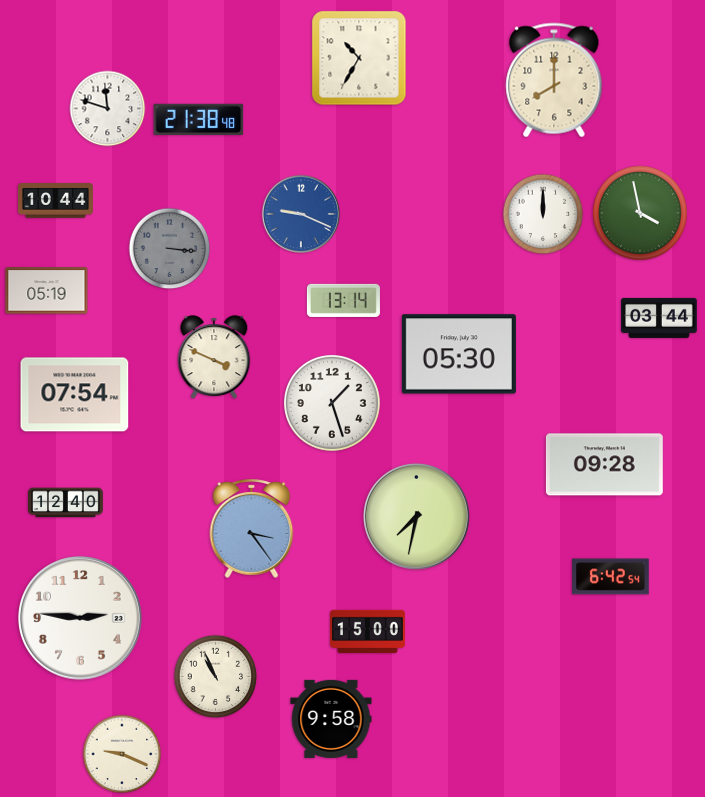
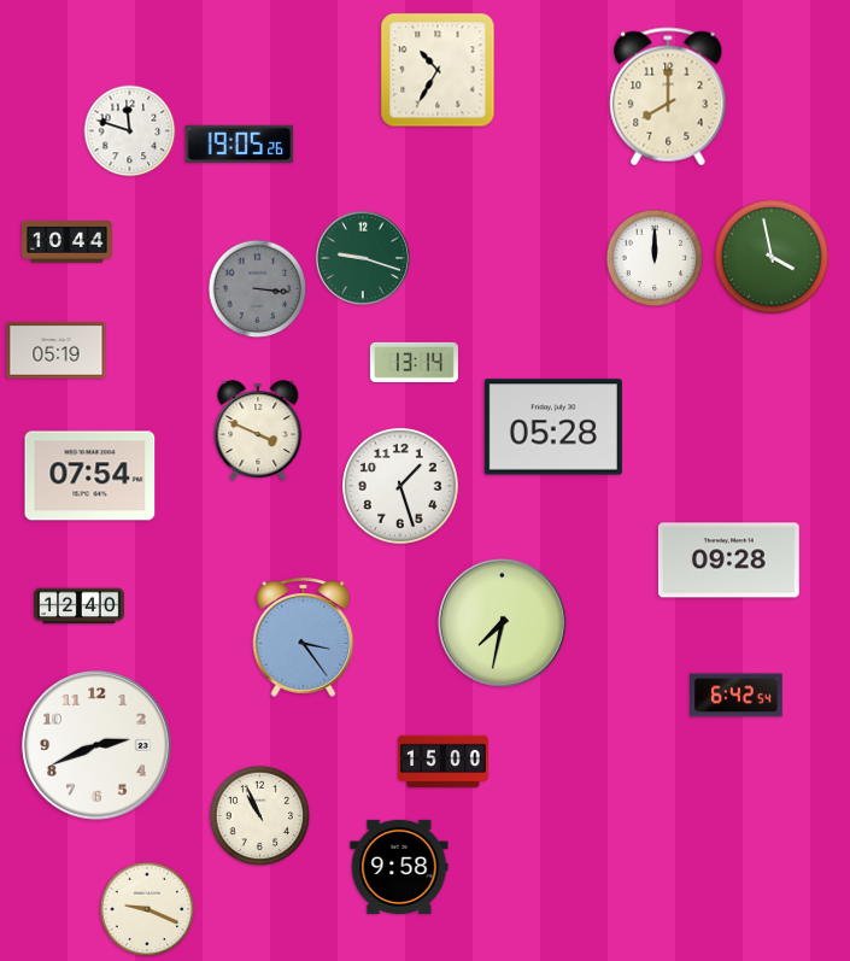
clock at (359, 58) position: (359, 58) -> (438, 70)
clock at (199, 119): 21:38 -> 19:05
clock at (300, 213): 9:19 -> 9:18
clock at (300, 213) dial: blue -> green
clock at (170, 249) position: (170, 249) -> (258, 289)
clock at (659, 318): 03:44 -> none
clock at (459, 354): 05:30 -> 05:28
clock at (80, 618): 2:46 -> 2:41
